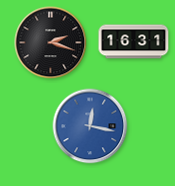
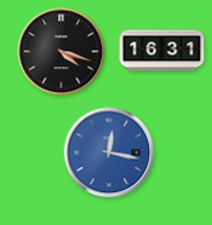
clock at (51, 43): 2:18 -> 4:18
